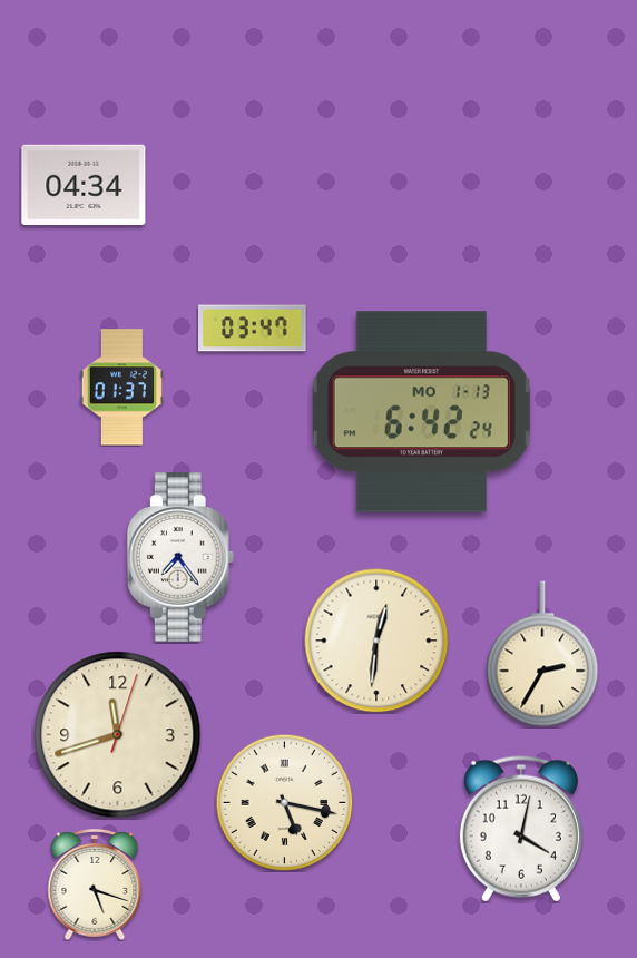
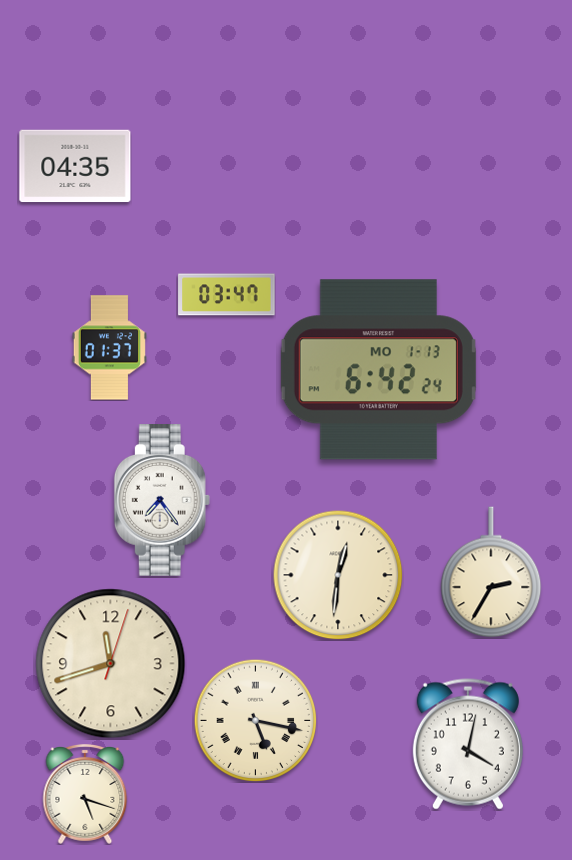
clock at (84, 185): 04:34 -> 04:35
clock at (542, 654) position: (542, 654) -> (491, 572)
clock at (118, 735) position: (118, 735) -> (111, 664)
